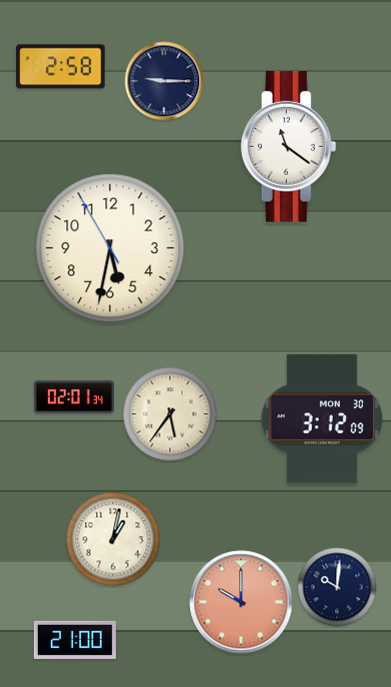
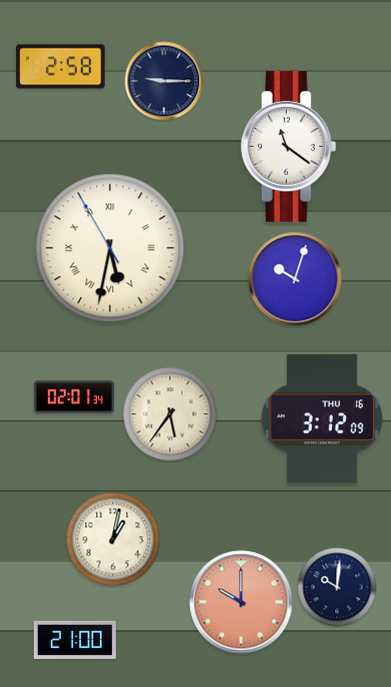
clock at (110, 248) numerals: Arabic -> Roman
clock at (295, 279): none -> 10:03
clock at (322, 419) date: MON 30 -> THU 16
